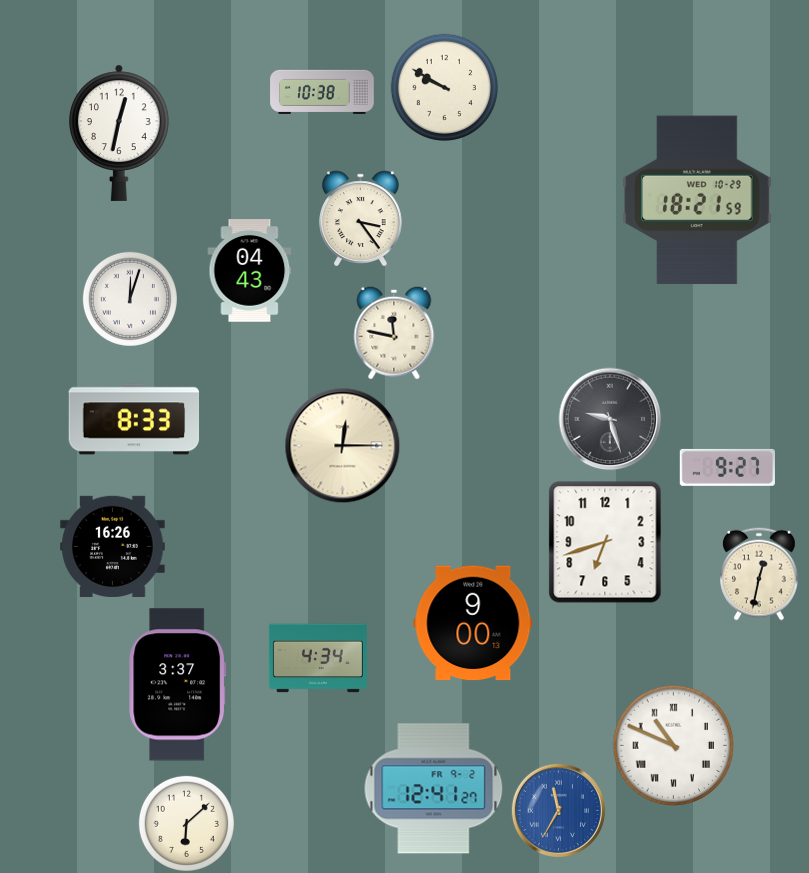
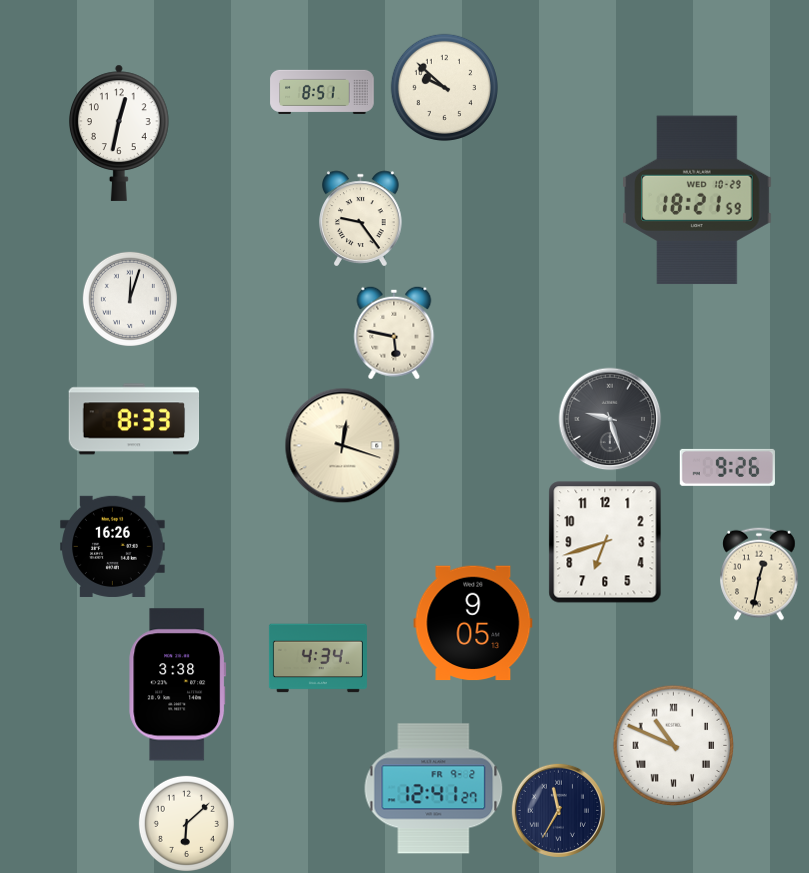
clock at (444, 87): 9:50 -> 9:52
clock at (322, 92): 10:38 -> 8:51
clock at (361, 219): 3:24 -> 9:24
clock at (250, 271): 04:43 -> none
clock at (394, 333): 11:47 -> 5:47
clock at (343, 446): 12:15 -> 12:18
clock at (727, 467): 9:27 -> 9:26
clock at (473, 623): 9:00 -> 9:05
clock at (178, 685): 3:37 -> 3:38
clock at (558, 810) dial: blue -> navy
